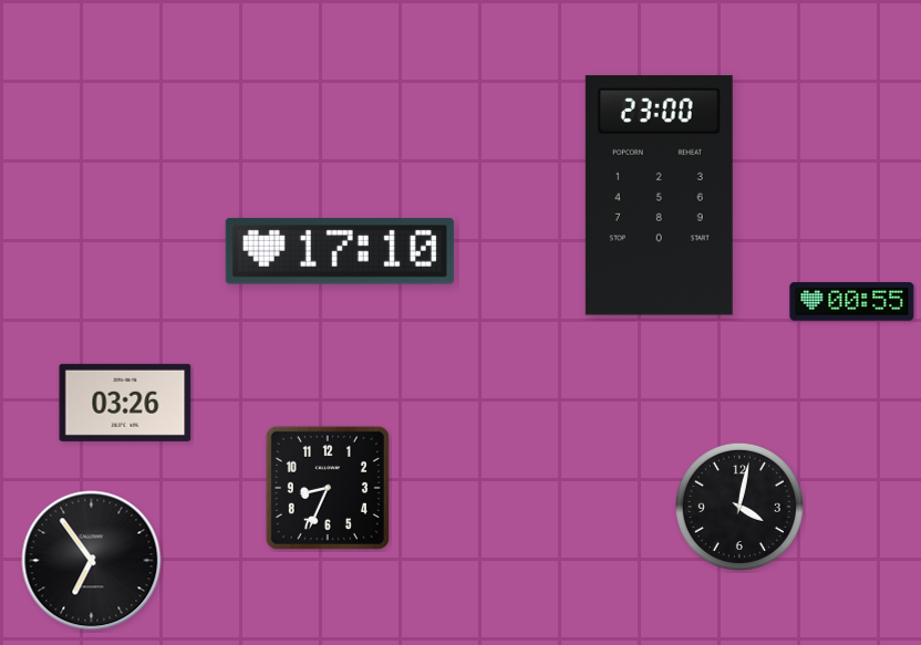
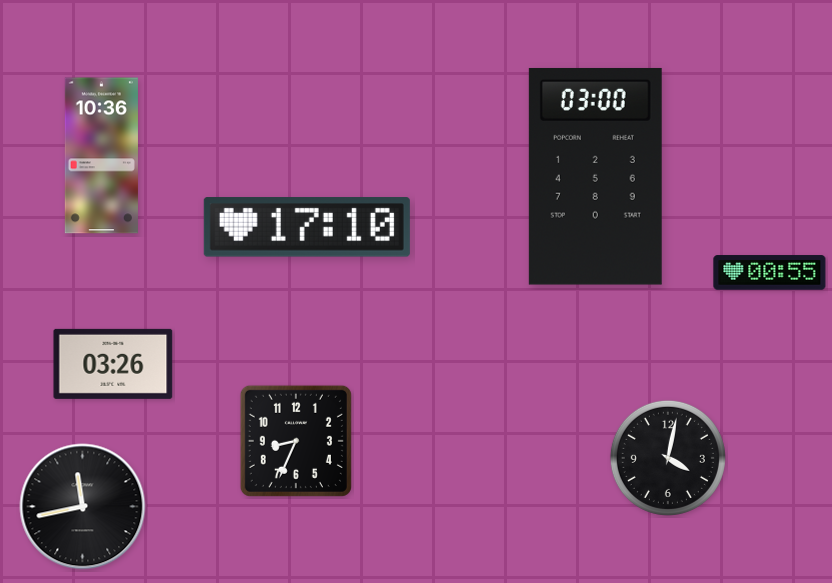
clock at (101, 156): none -> 10:36
clock at (659, 195): 23:00 -> 03:00
clock at (92, 561): 6:54 -> 11:43
